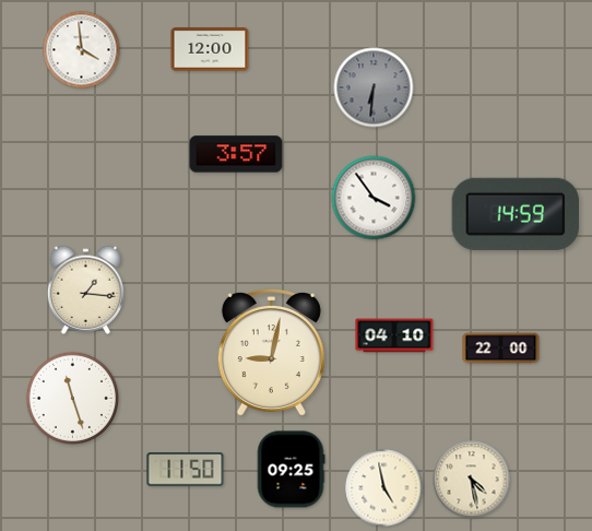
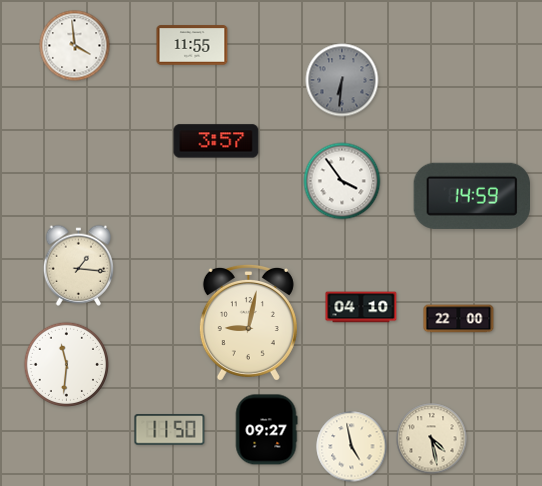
clock at (210, 49): 12:00 -> 11:55
clock at (72, 398): 11:27 -> 11:31
clock at (291, 470): 09:25 -> 09:27
